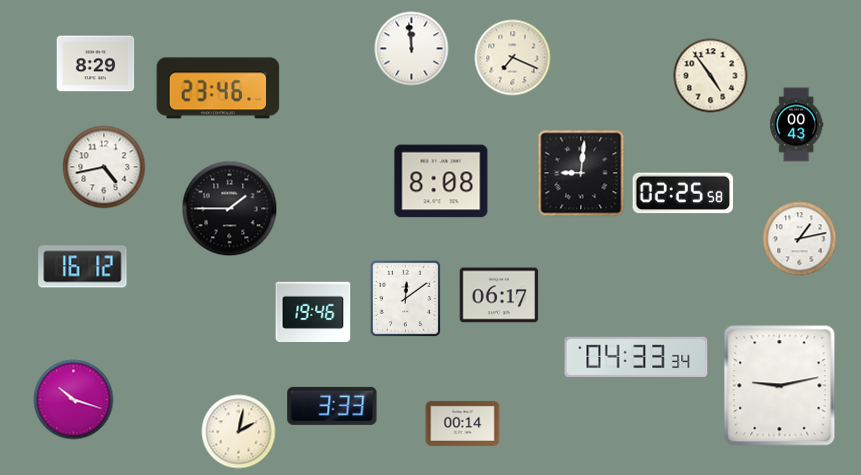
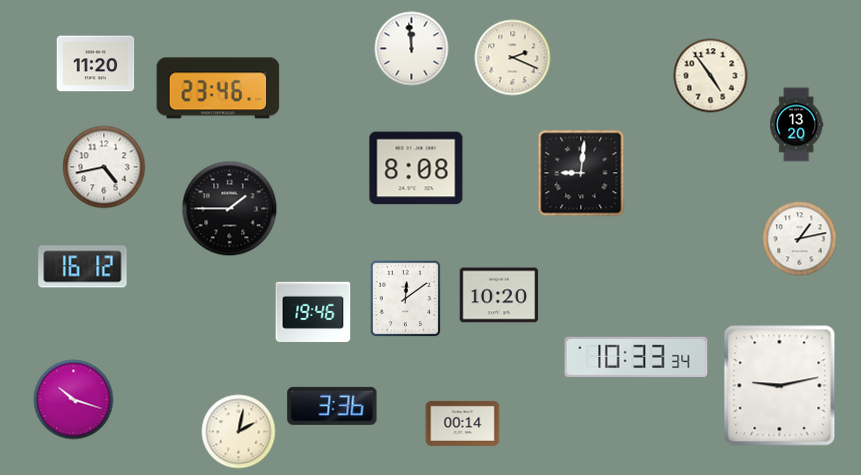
clock at (513, 58): 7:19 -> 2:19
clock at (96, 64): 8:29 -> 11:20
clock at (797, 125): 00:43 -> 13:20
clock at (441, 181) position: (441, 181) -> (416, 168)
clock at (683, 193): 02:25 -> none
clock at (499, 295): 06:17 -> 10:20
clock at (636, 357): 04:33 -> 10:33
clock at (332, 406): 3:33 -> 3:36
